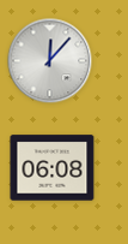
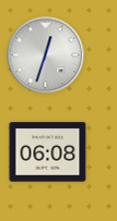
clock at (50, 61): 12:07 -> 12:33
